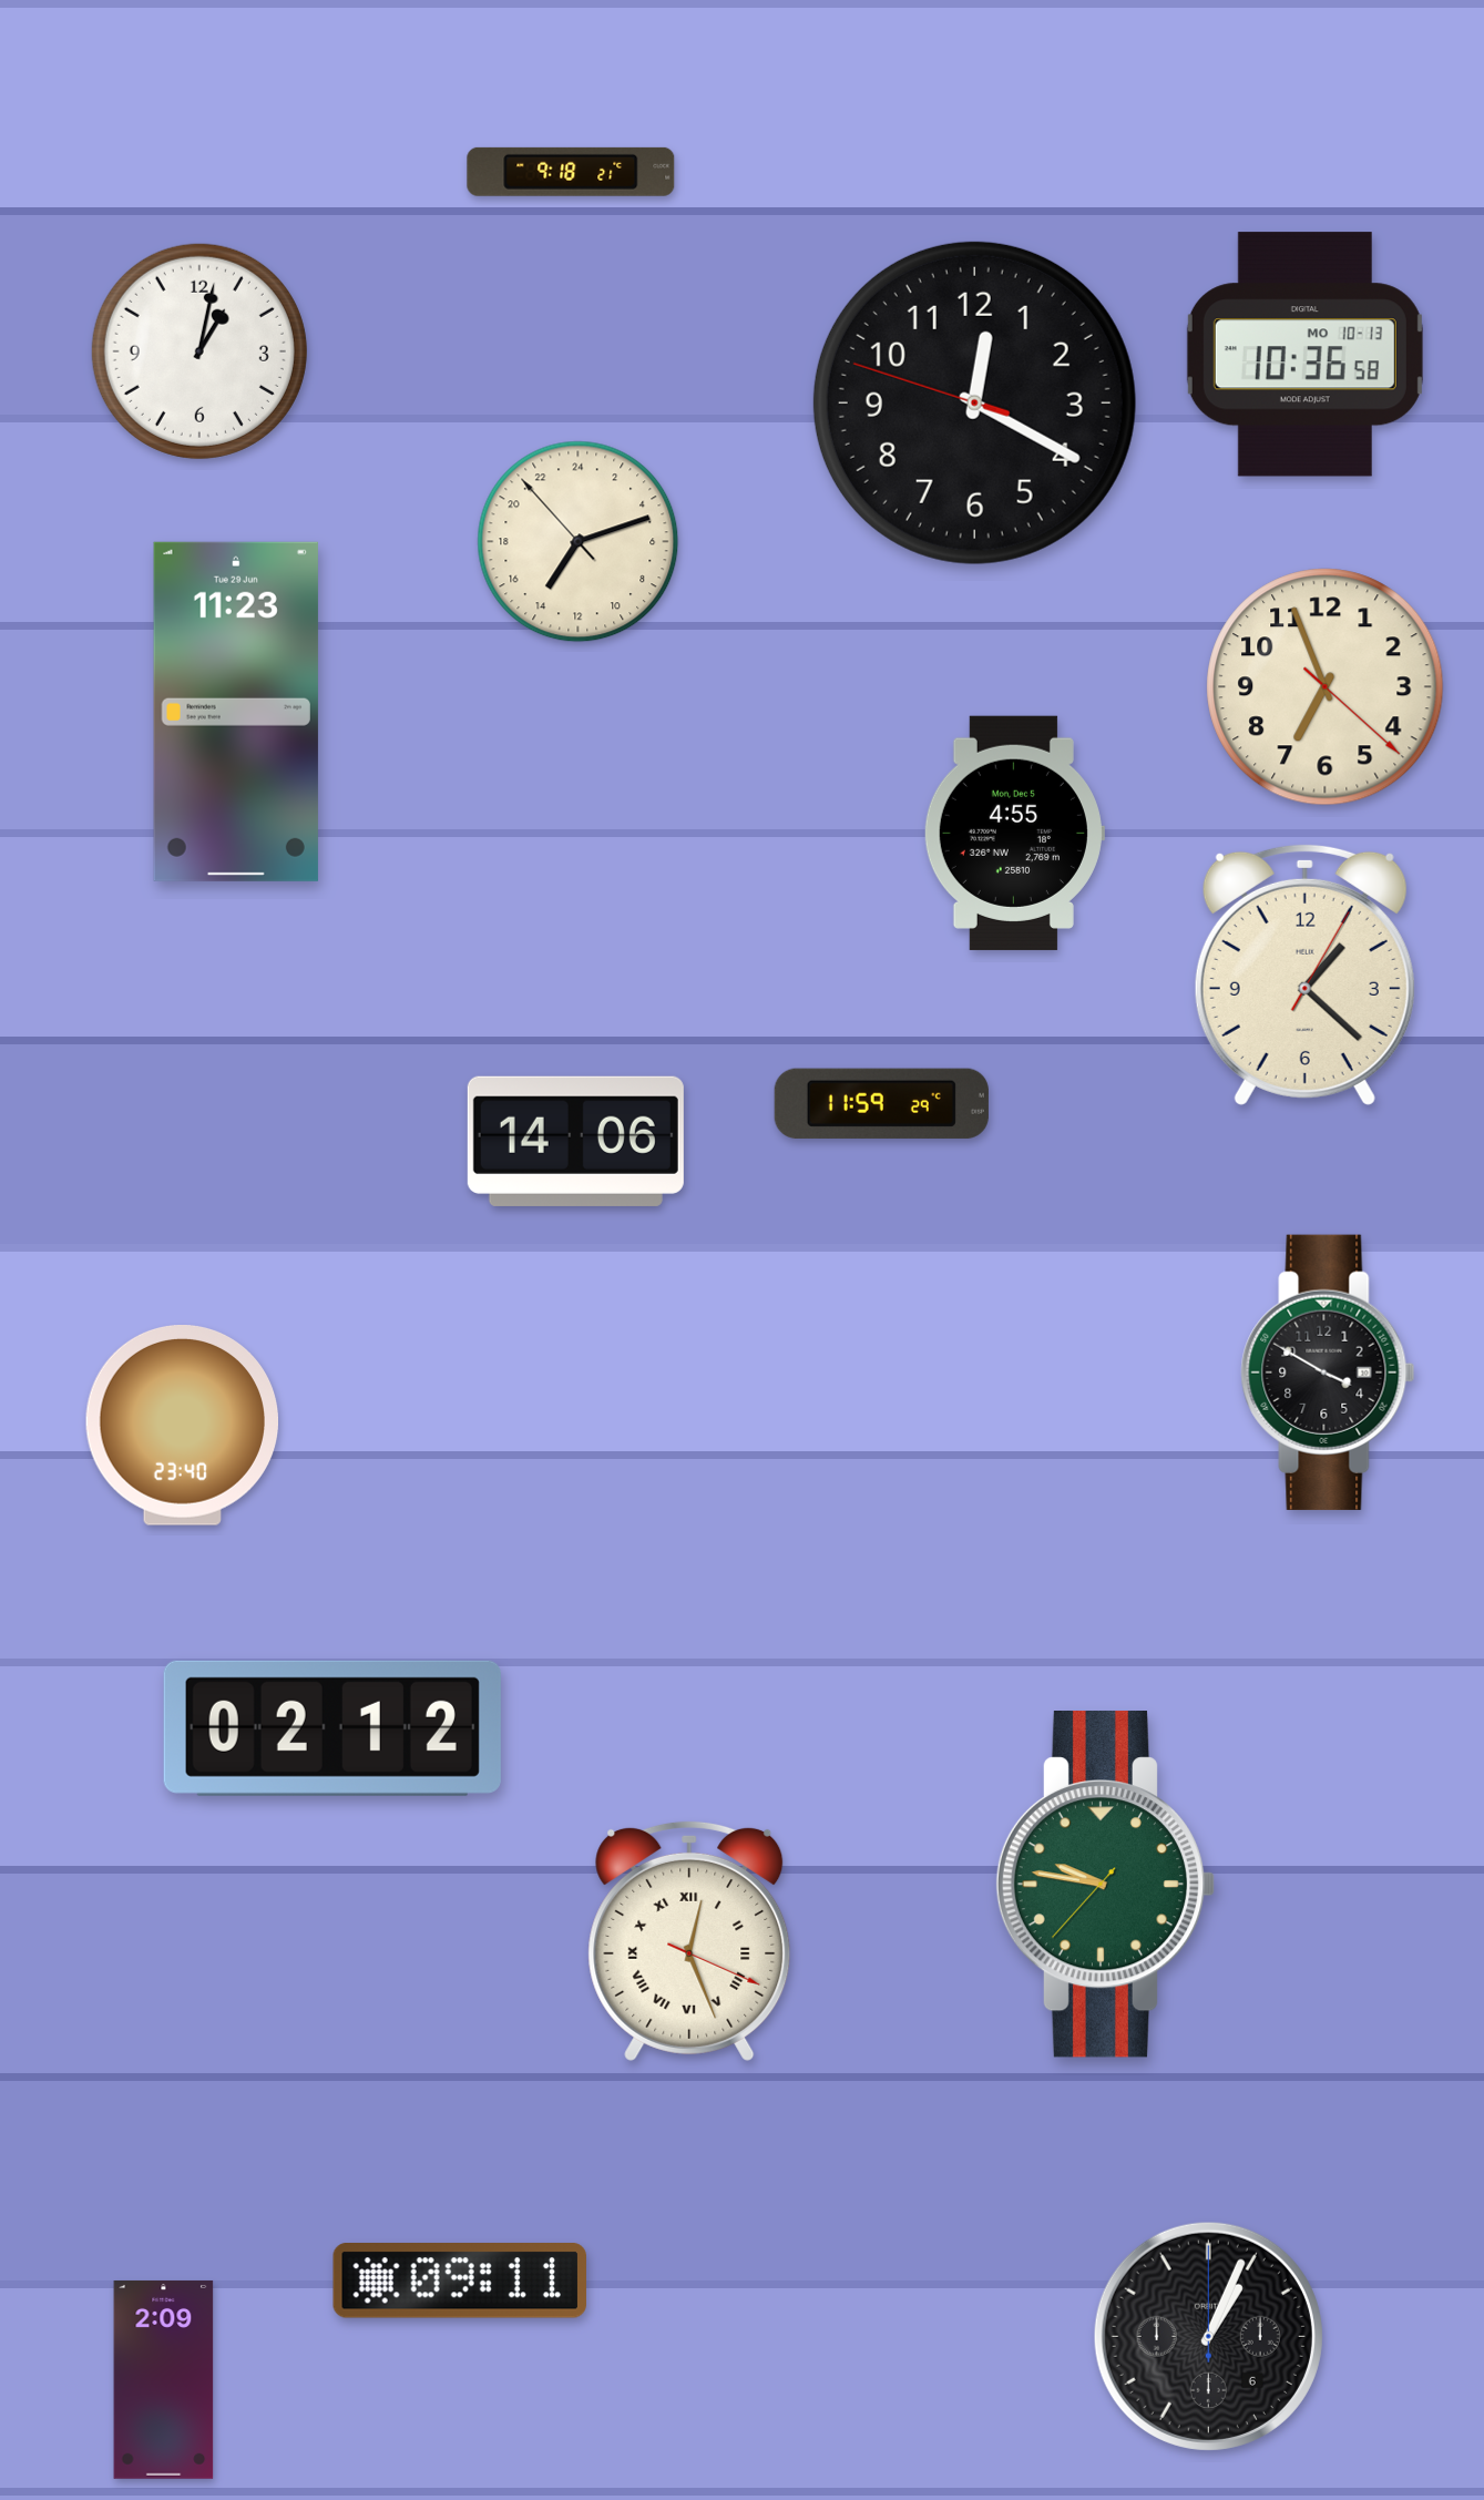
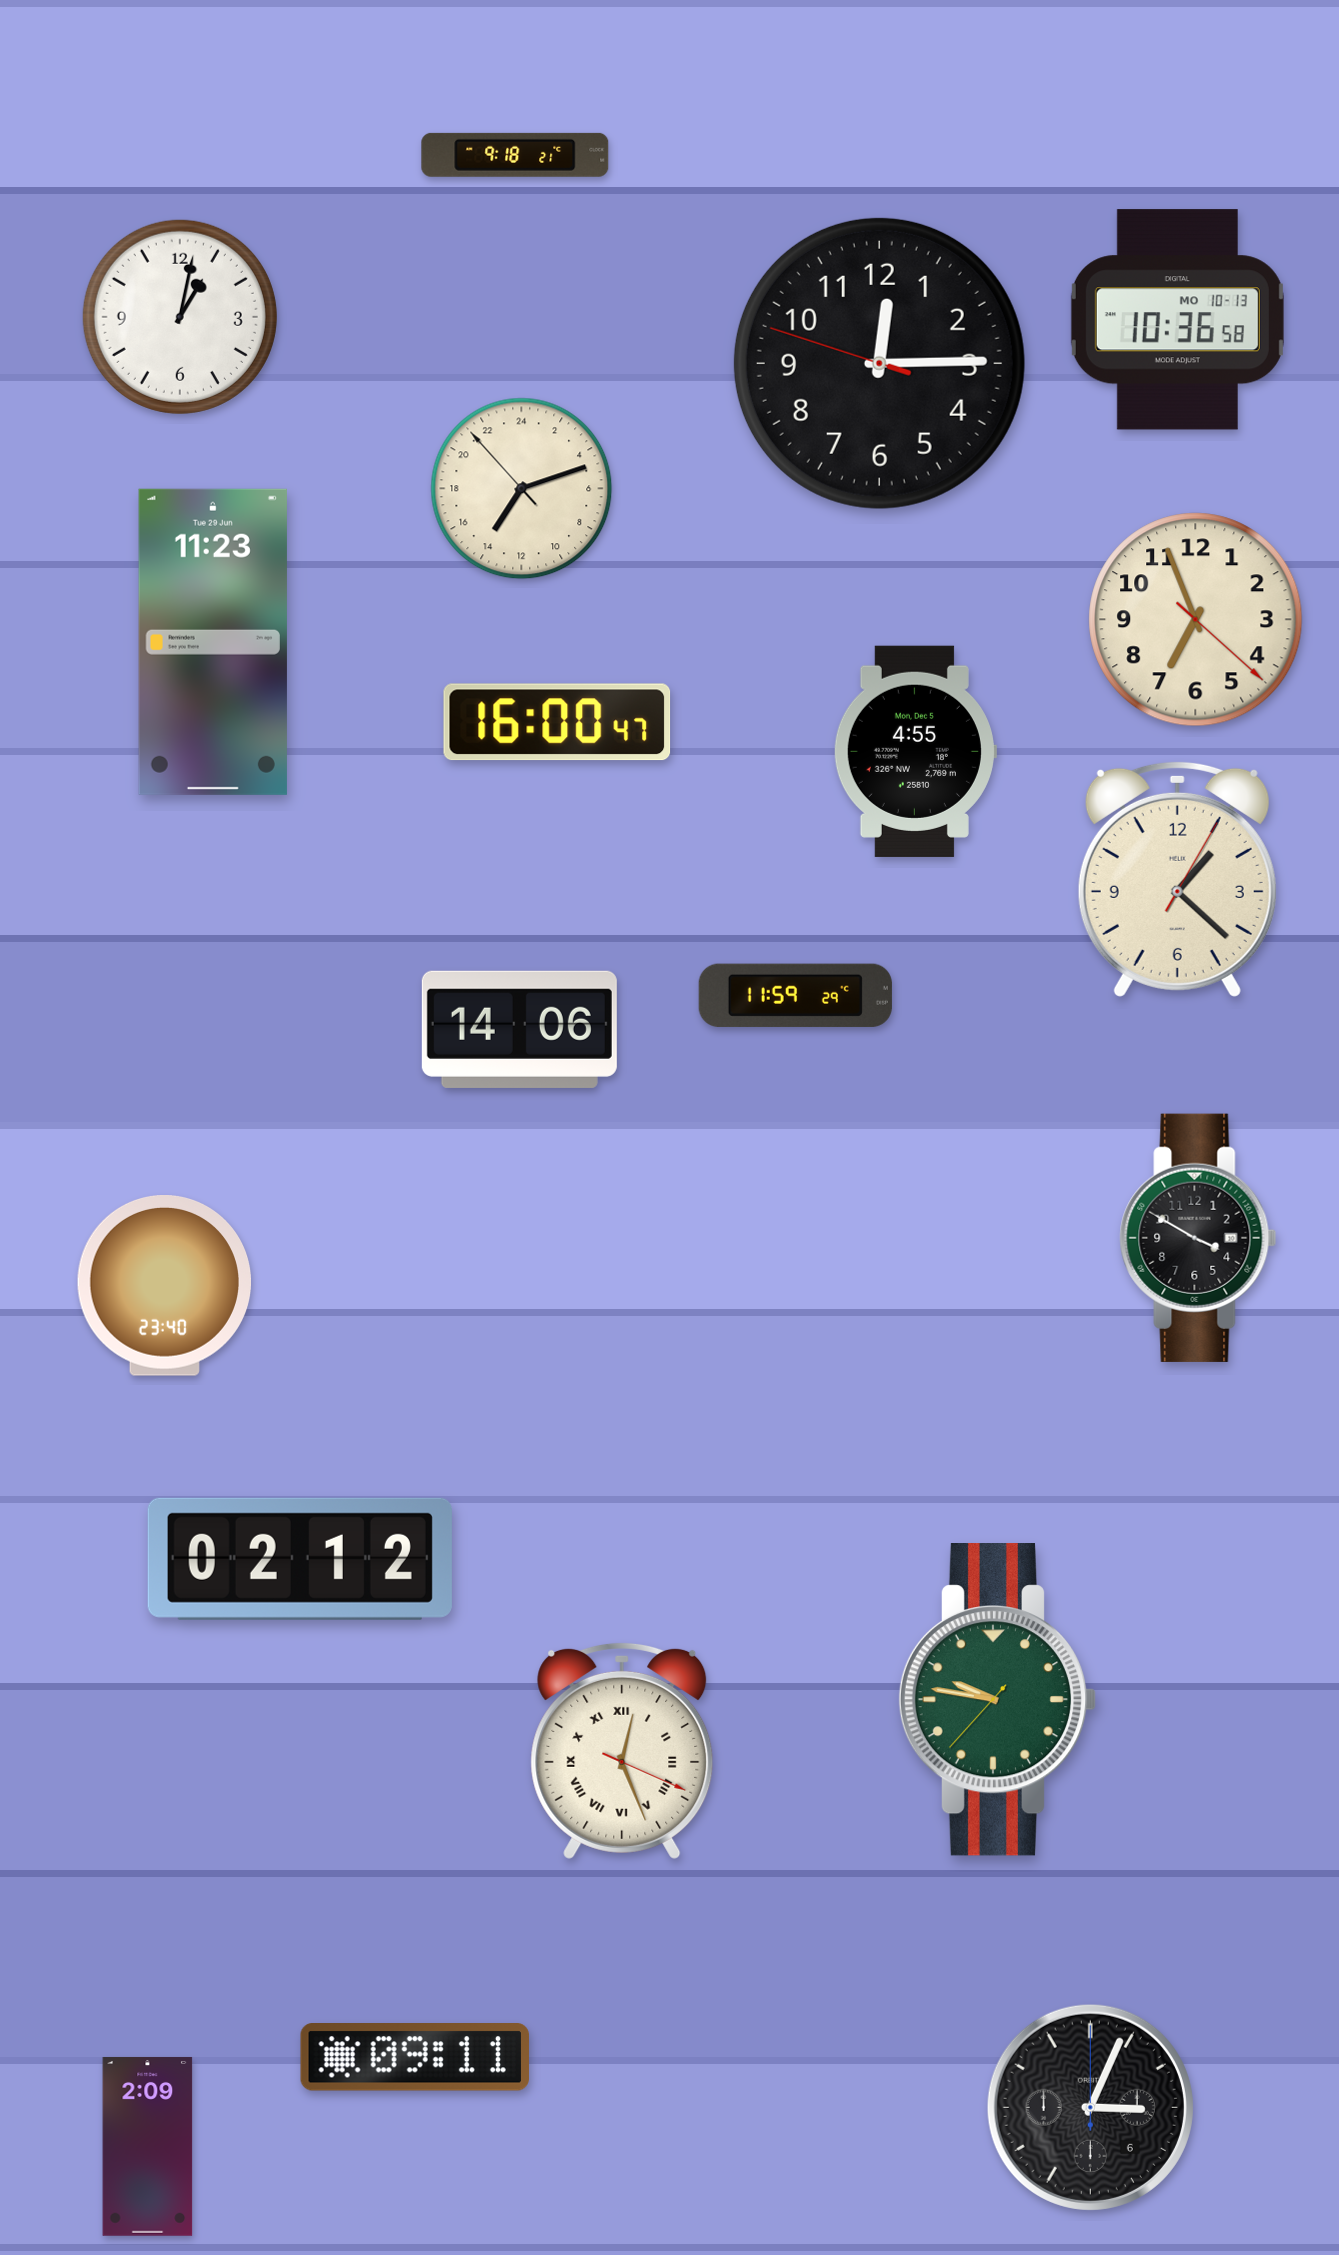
clock at (974, 402): 12:19 -> 12:14
clock at (557, 722): none -> 16:00
clock at (1208, 2336): 1:04 -> 3:04
